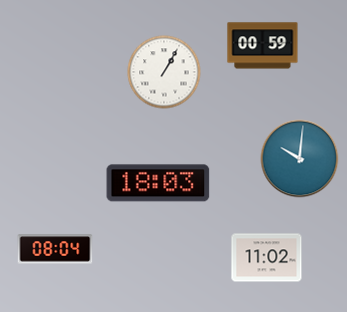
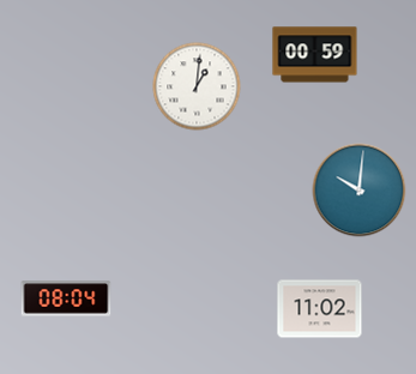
clock at (164, 72): 1:05 -> 1:01
clock at (158, 183): 18:03 -> none
